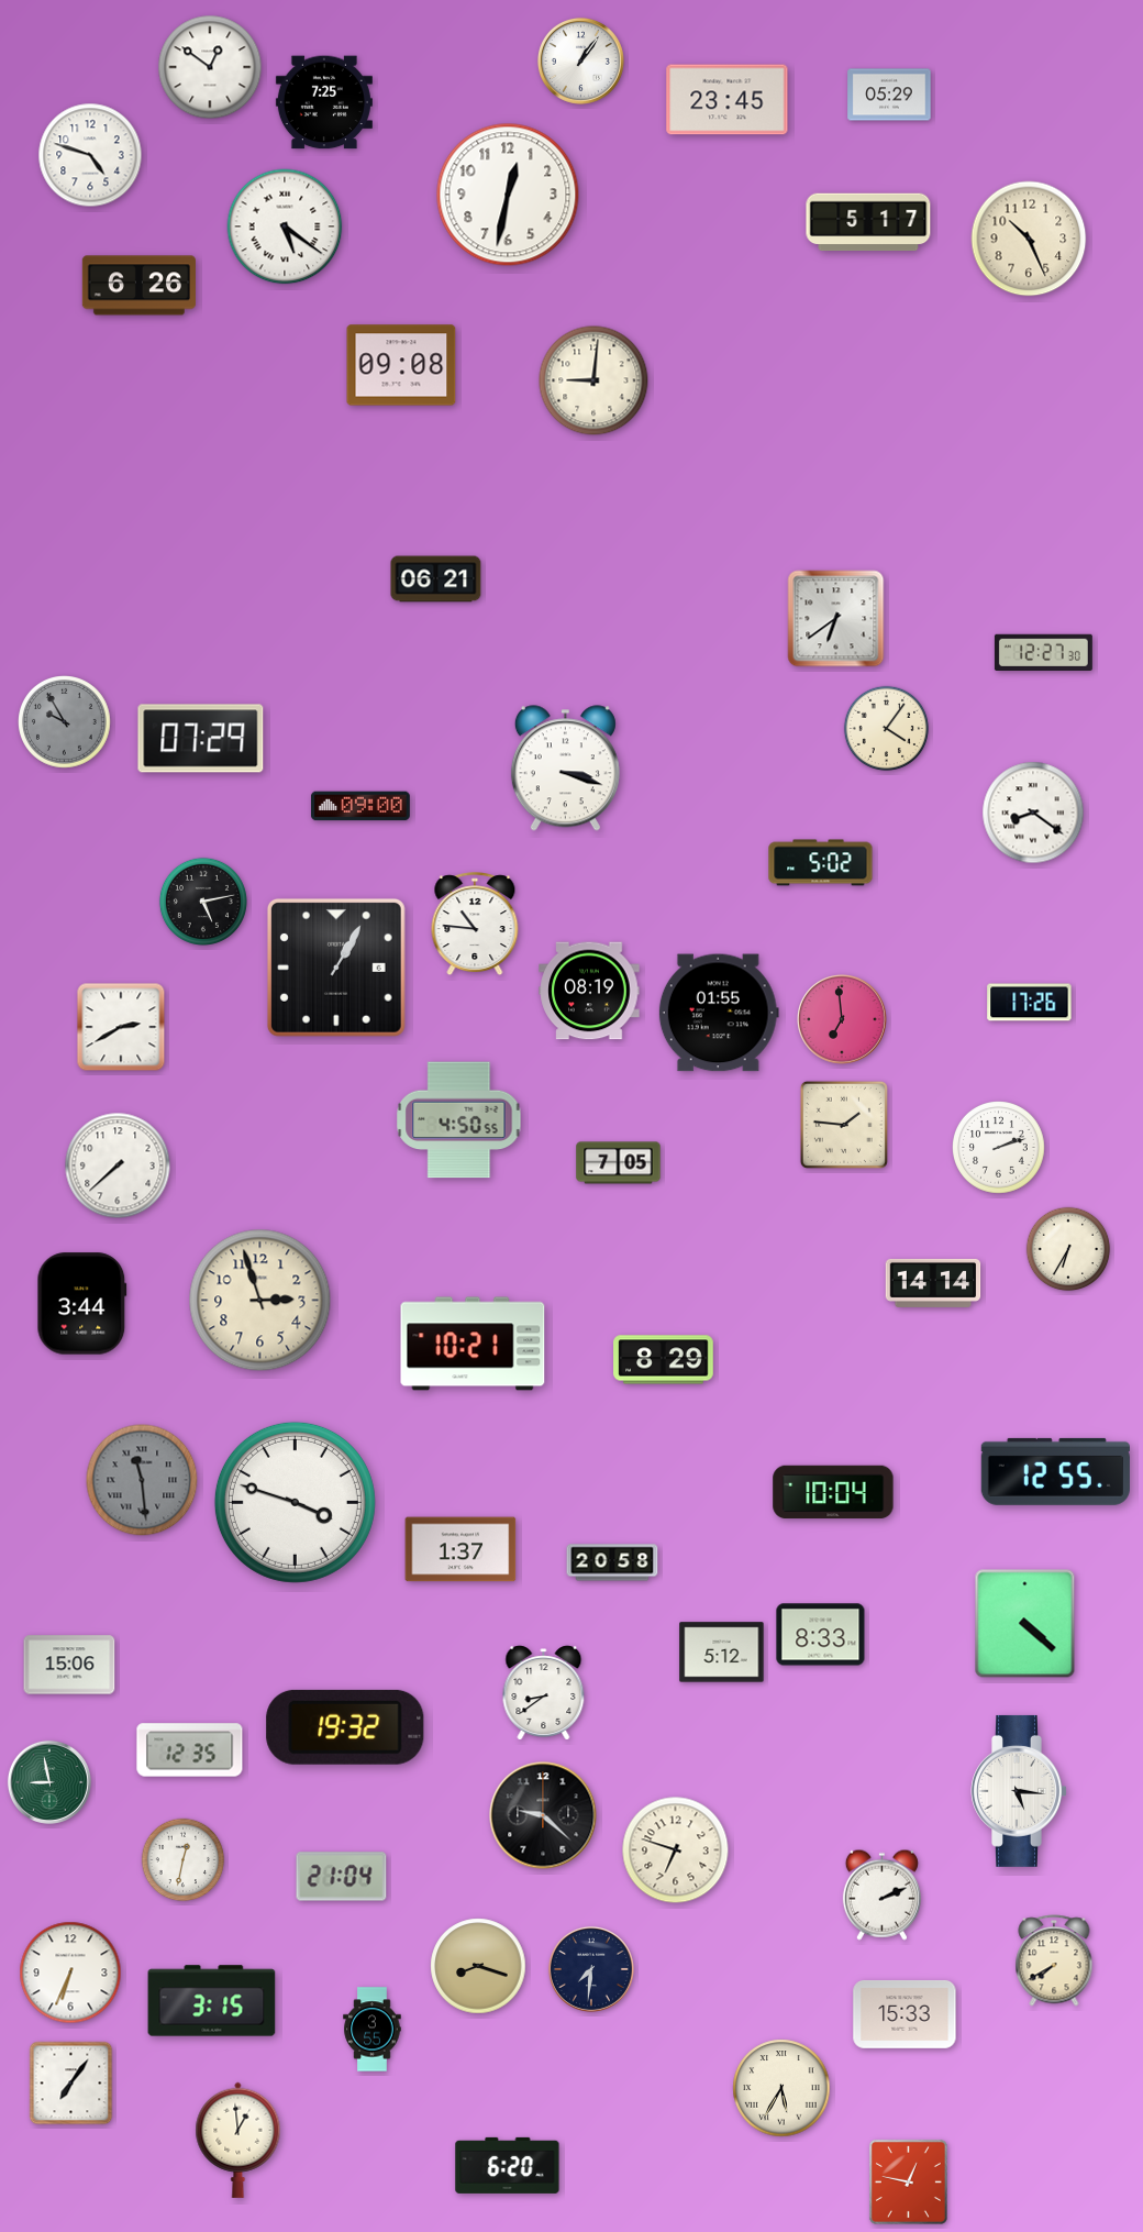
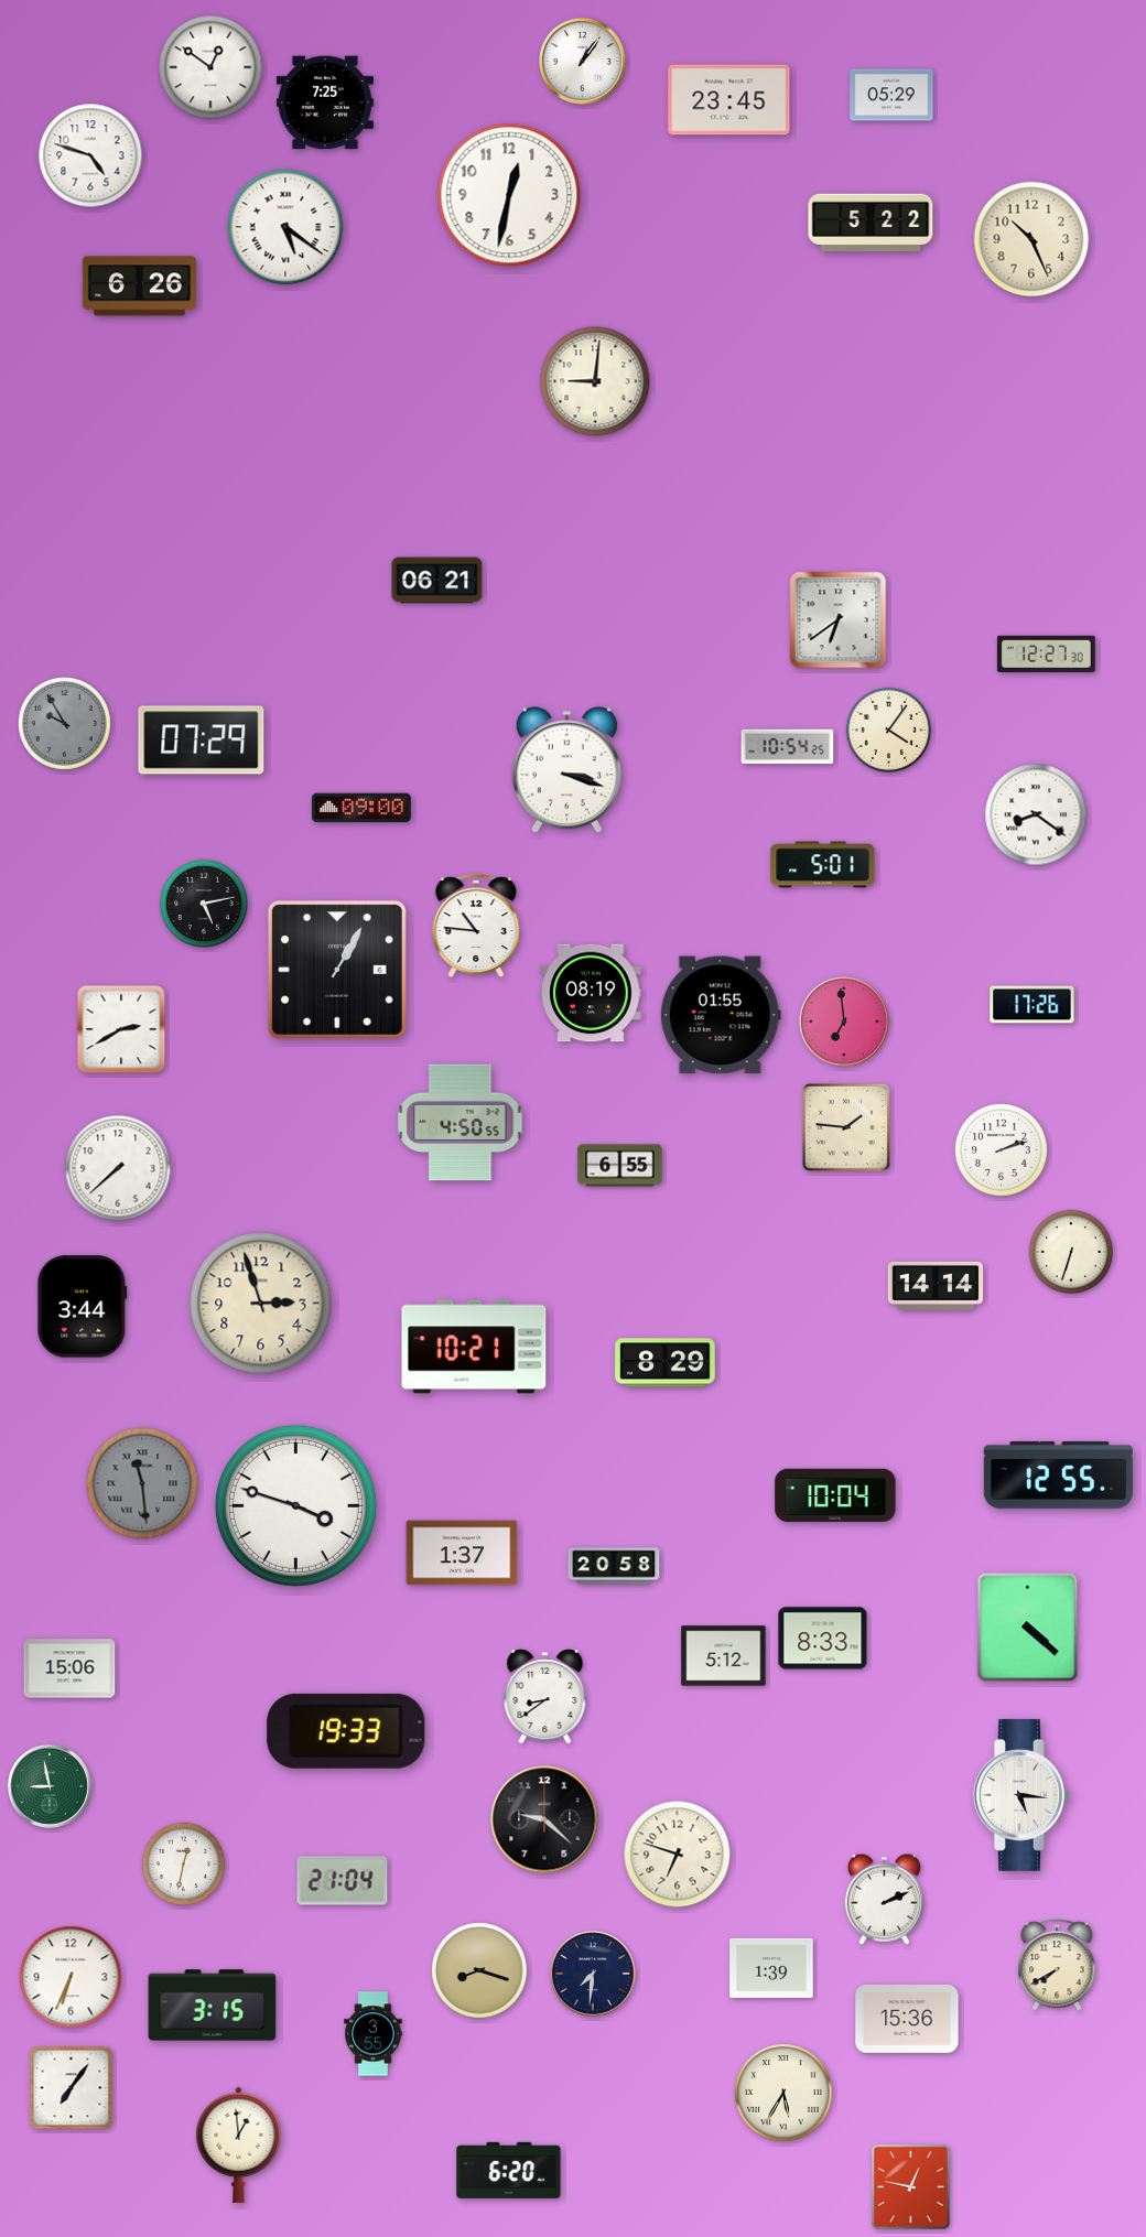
clock at (868, 222): 5:17 -> 5:22
clock at (401, 365): 09:08 -> none
clock at (788, 747): none -> 10:54
clock at (821, 863): 5:02 -> 5:01
clock at (619, 1163): 7:05 -> 6:55
clock at (1068, 1249): 6:35 -> 6:33
clock at (345, 1727): 19:32 -> 19:33
clock at (190, 1750): 12:35 -> none
clock at (771, 1968): none -> 1:39
clock at (905, 2014): 15:33 -> 15:36
